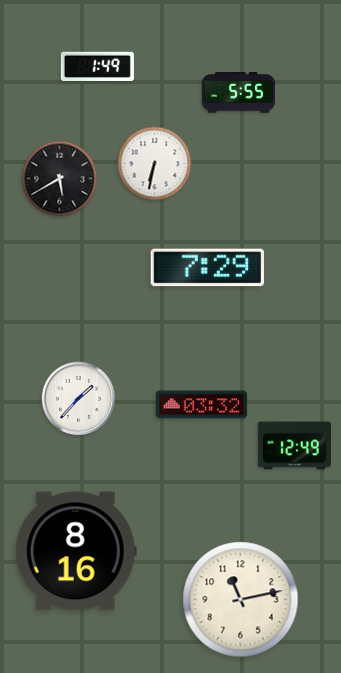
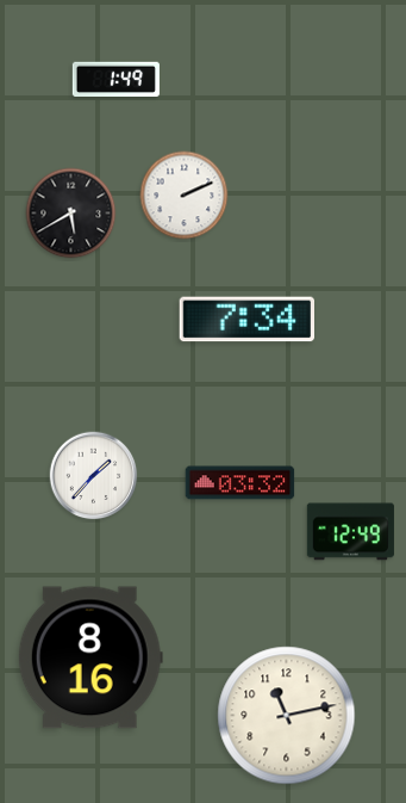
clock at (238, 93): 5:55 -> none
clock at (155, 164): 6:32 -> 2:11
clock at (207, 268): 7:29 -> 7:34
